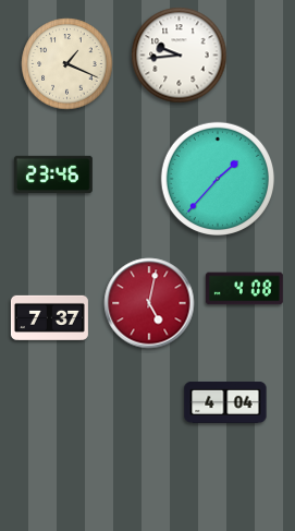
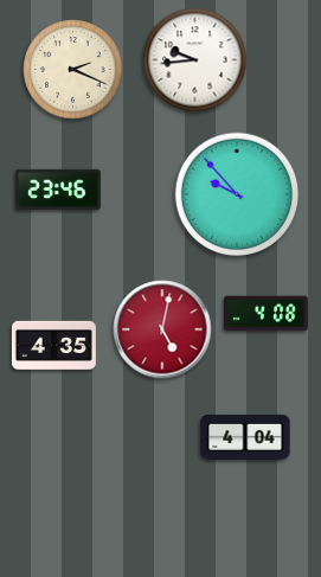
clock at (67, 64): 1:19 -> 2:19
clock at (217, 178): 1:37 -> 9:53
clock at (49, 317): 7:37 -> 4:35
